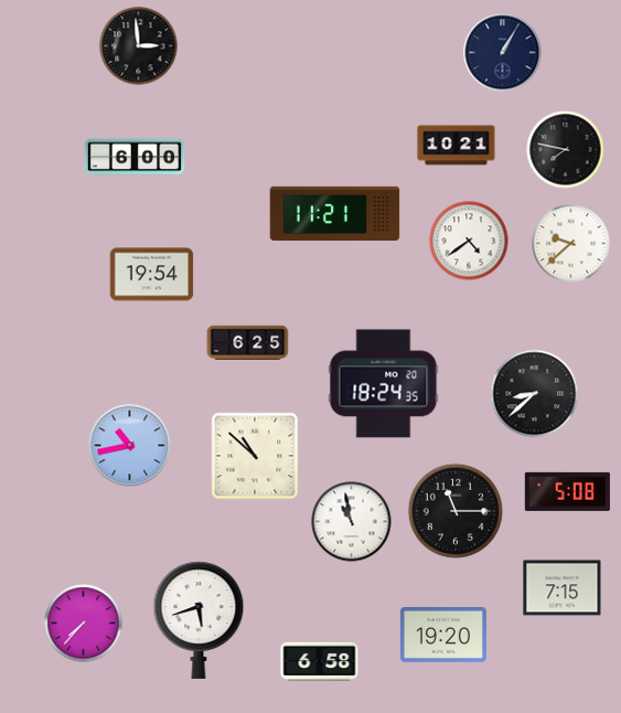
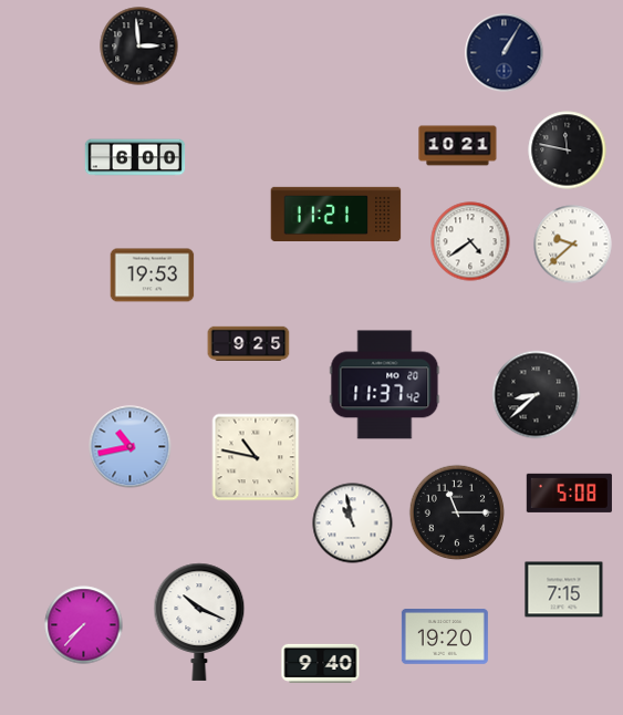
clock at (566, 150): 7:47 -> 11:47
clock at (152, 275): 19:54 -> 19:53
clock at (248, 342): 6:25 -> 9:25
clock at (384, 384): 18:24 -> 11:37
clock at (255, 456): 10:52 -> 10:47
clock at (199, 620): 5:42 -> 10:19
clock at (320, 661): 6:58 -> 9:40
